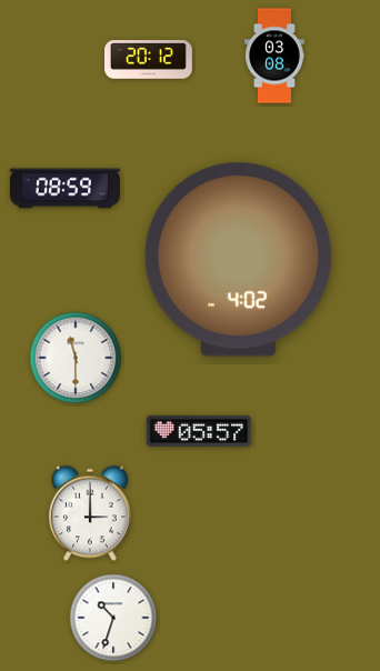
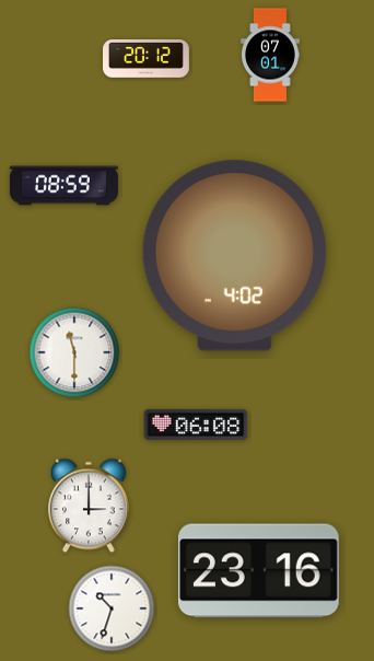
clock at (274, 56): 03:08 -> 07:01
clock at (199, 431): 05:57 -> 06:08
clock at (258, 571): none -> 23:16
